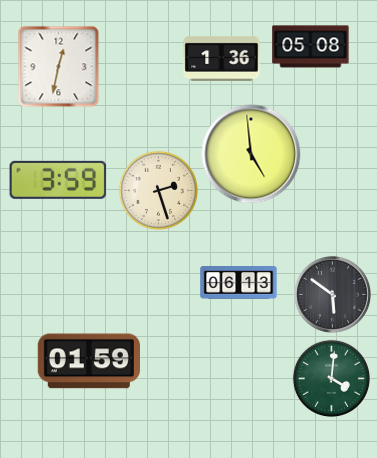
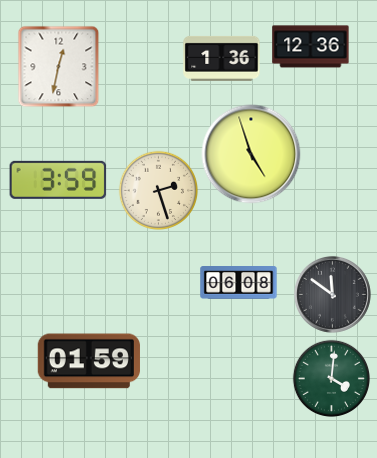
clock at (311, 47): 05:08 -> 12:36
clock at (251, 154): 4:59 -> 4:57
clock at (239, 283): 06:13 -> 06:08
clock at (332, 294): 5:51 -> 11:51
